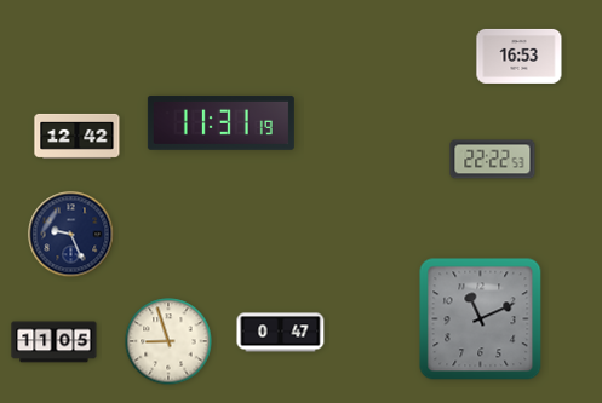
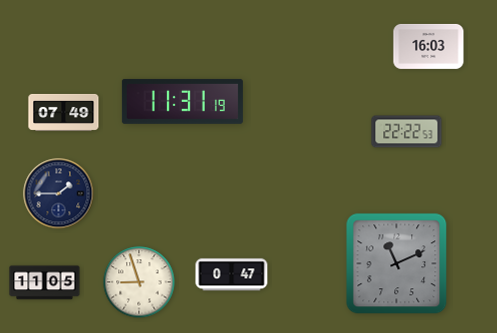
clock at (520, 56): 16:53 -> 16:03
clock at (78, 136): 12:42 -> 07:49
clock at (71, 235): 9:26 -> 1:45
